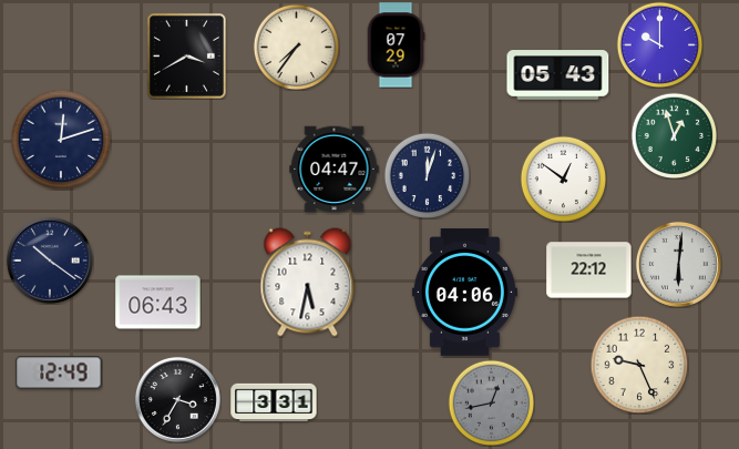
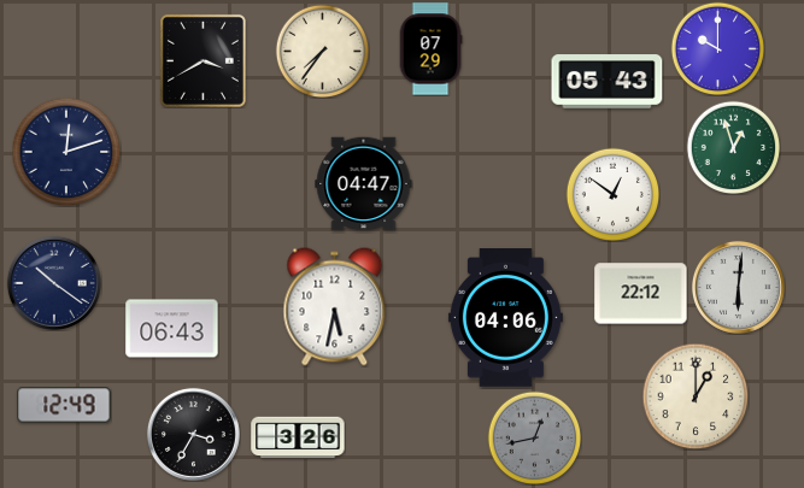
clock at (427, 175): 12:03 -> none
clock at (639, 365): 9:26 -> 1:00
clock at (274, 402): 3:31 -> 3:26
